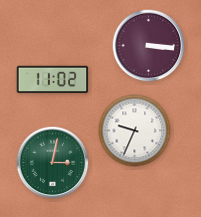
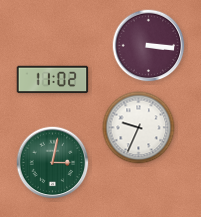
clock at (135, 131) position: (135, 131) -> (139, 128)
